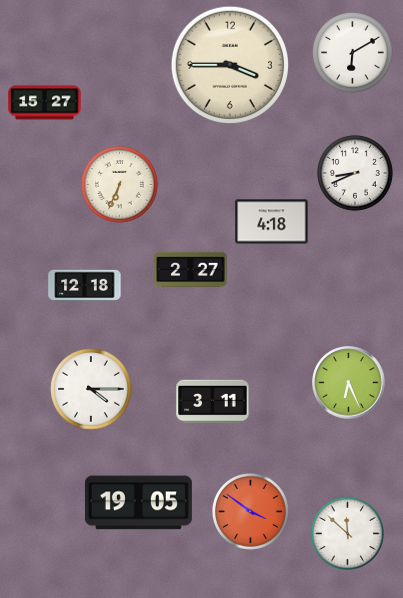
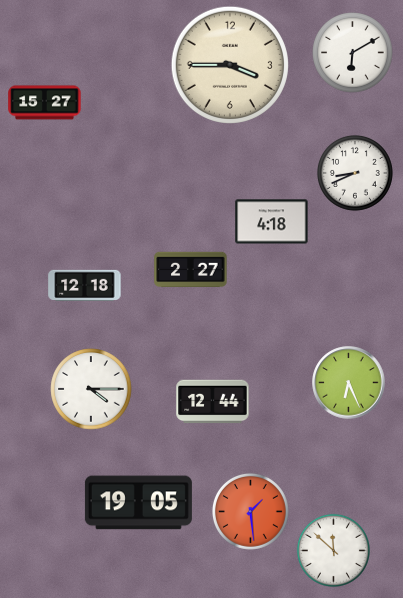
clock at (119, 184): 6:34 -> none
clock at (213, 402): 3:11 -> 12:44
clock at (250, 511): 3:51 -> 1:29
clock at (347, 533) position: (347, 533) -> (333, 550)
